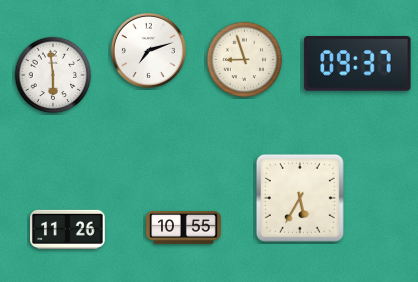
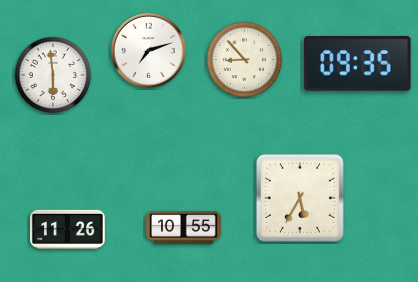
clock at (245, 60): 8:57 -> 8:53
clock at (358, 64): 09:37 -> 09:35
